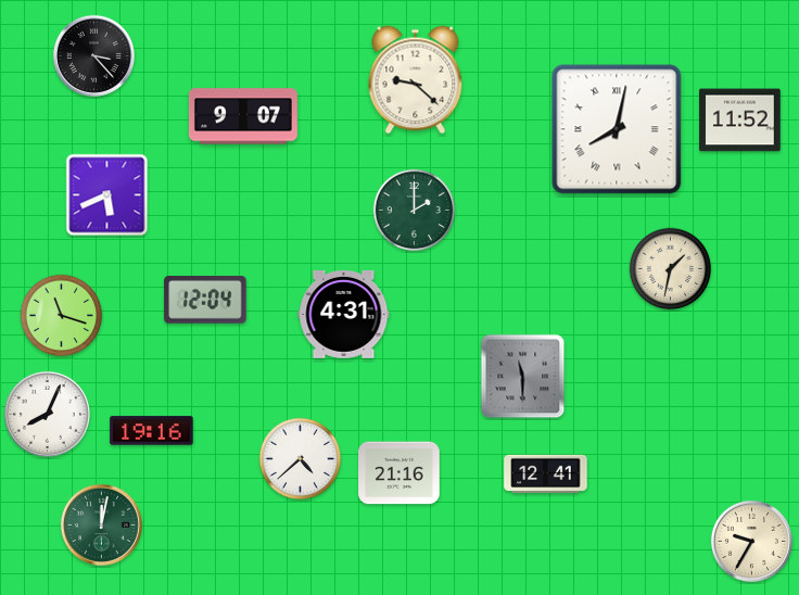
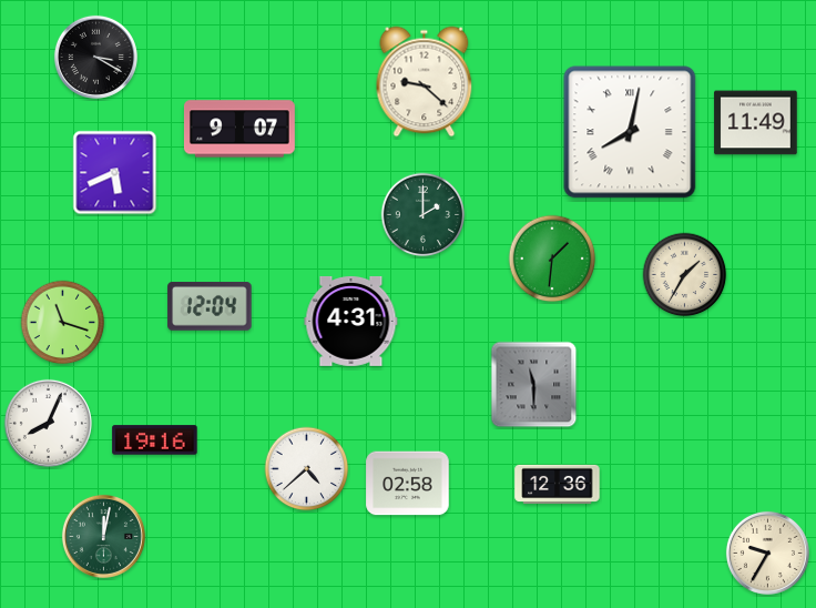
clock at (93, 55): 3:23 -> 3:20
clock at (243, 116) position: (243, 116) -> (239, 129)
clock at (740, 121): 11:52 -> 11:49
clock at (107, 195) position: (107, 195) -> (115, 173)
clock at (552, 259): none -> 1:31
clock at (671, 269): 1:32 -> 1:35
clock at (399, 473): 21:16 -> 02:58
clock at (546, 473): 12:41 -> 12:36
